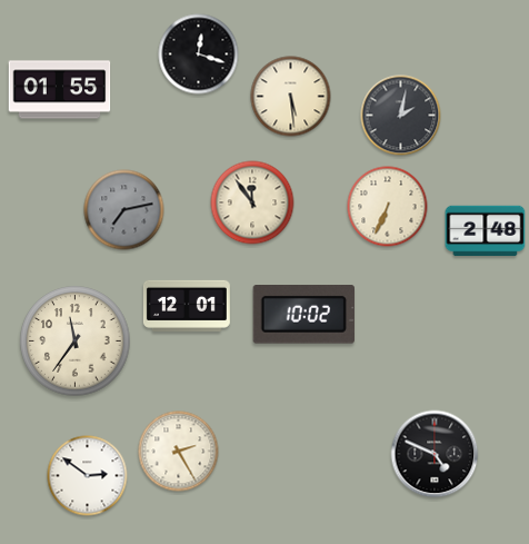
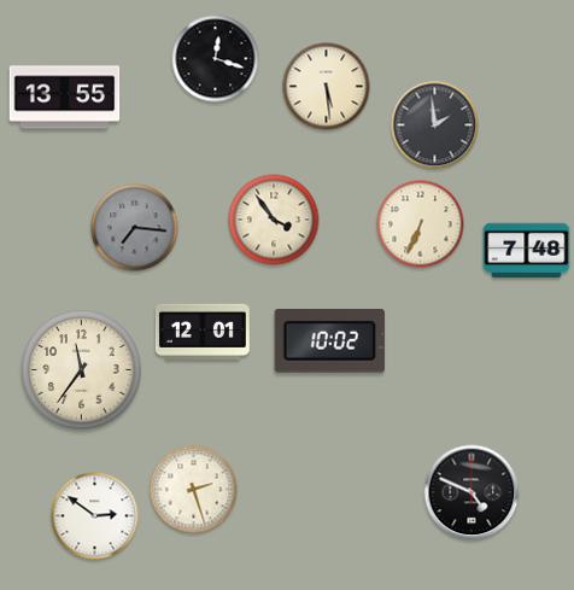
clock at (60, 90): 01:55 -> 13:55
clock at (291, 97) position: (291, 97) -> (327, 87)
clock at (401, 116): 2:02 -> 1:59
clock at (252, 202): 11:54 -> 3:54
clock at (124, 210): 7:13 -> 7:16
clock at (486, 231): 2:48 -> 7:48
clock at (179, 452): 2:25 -> 2:27
